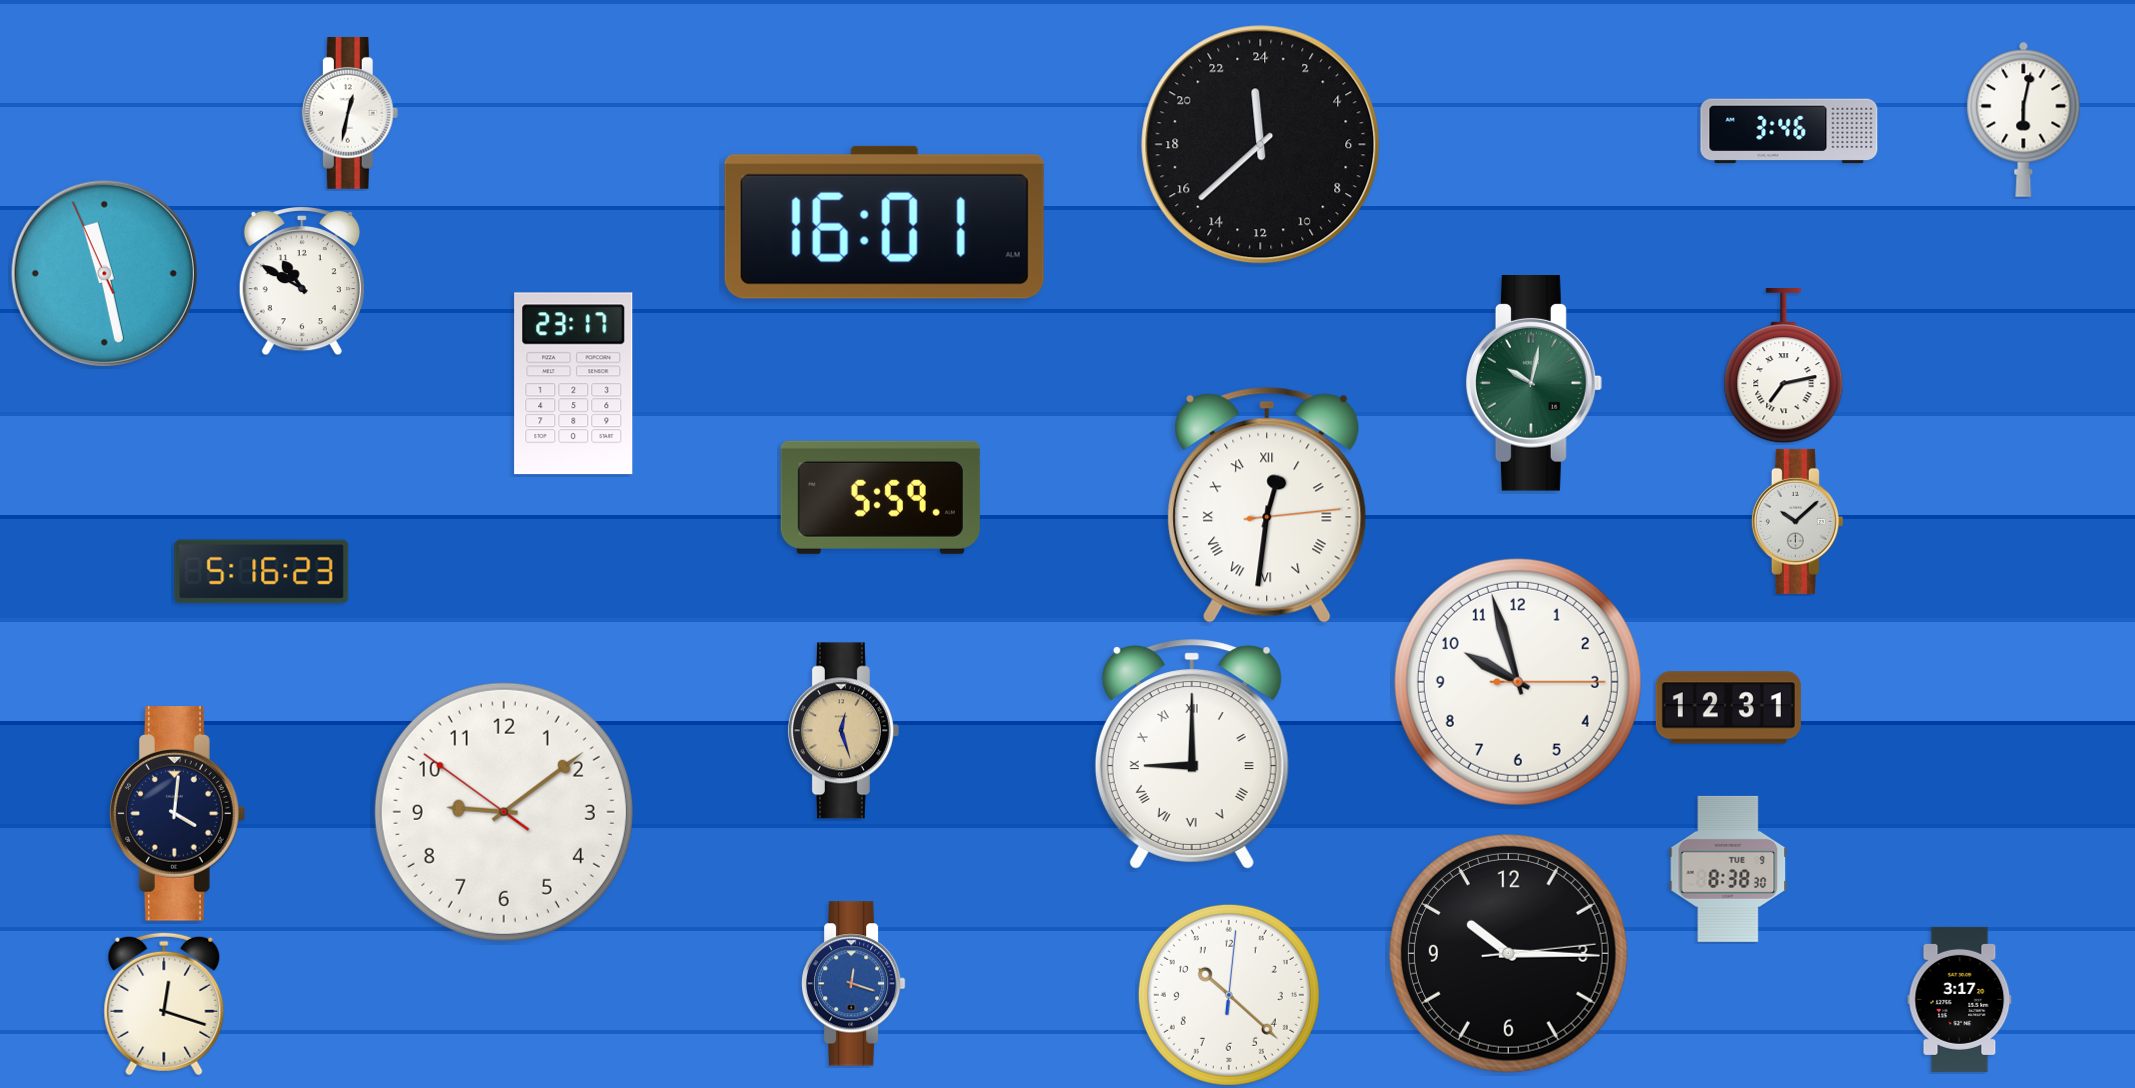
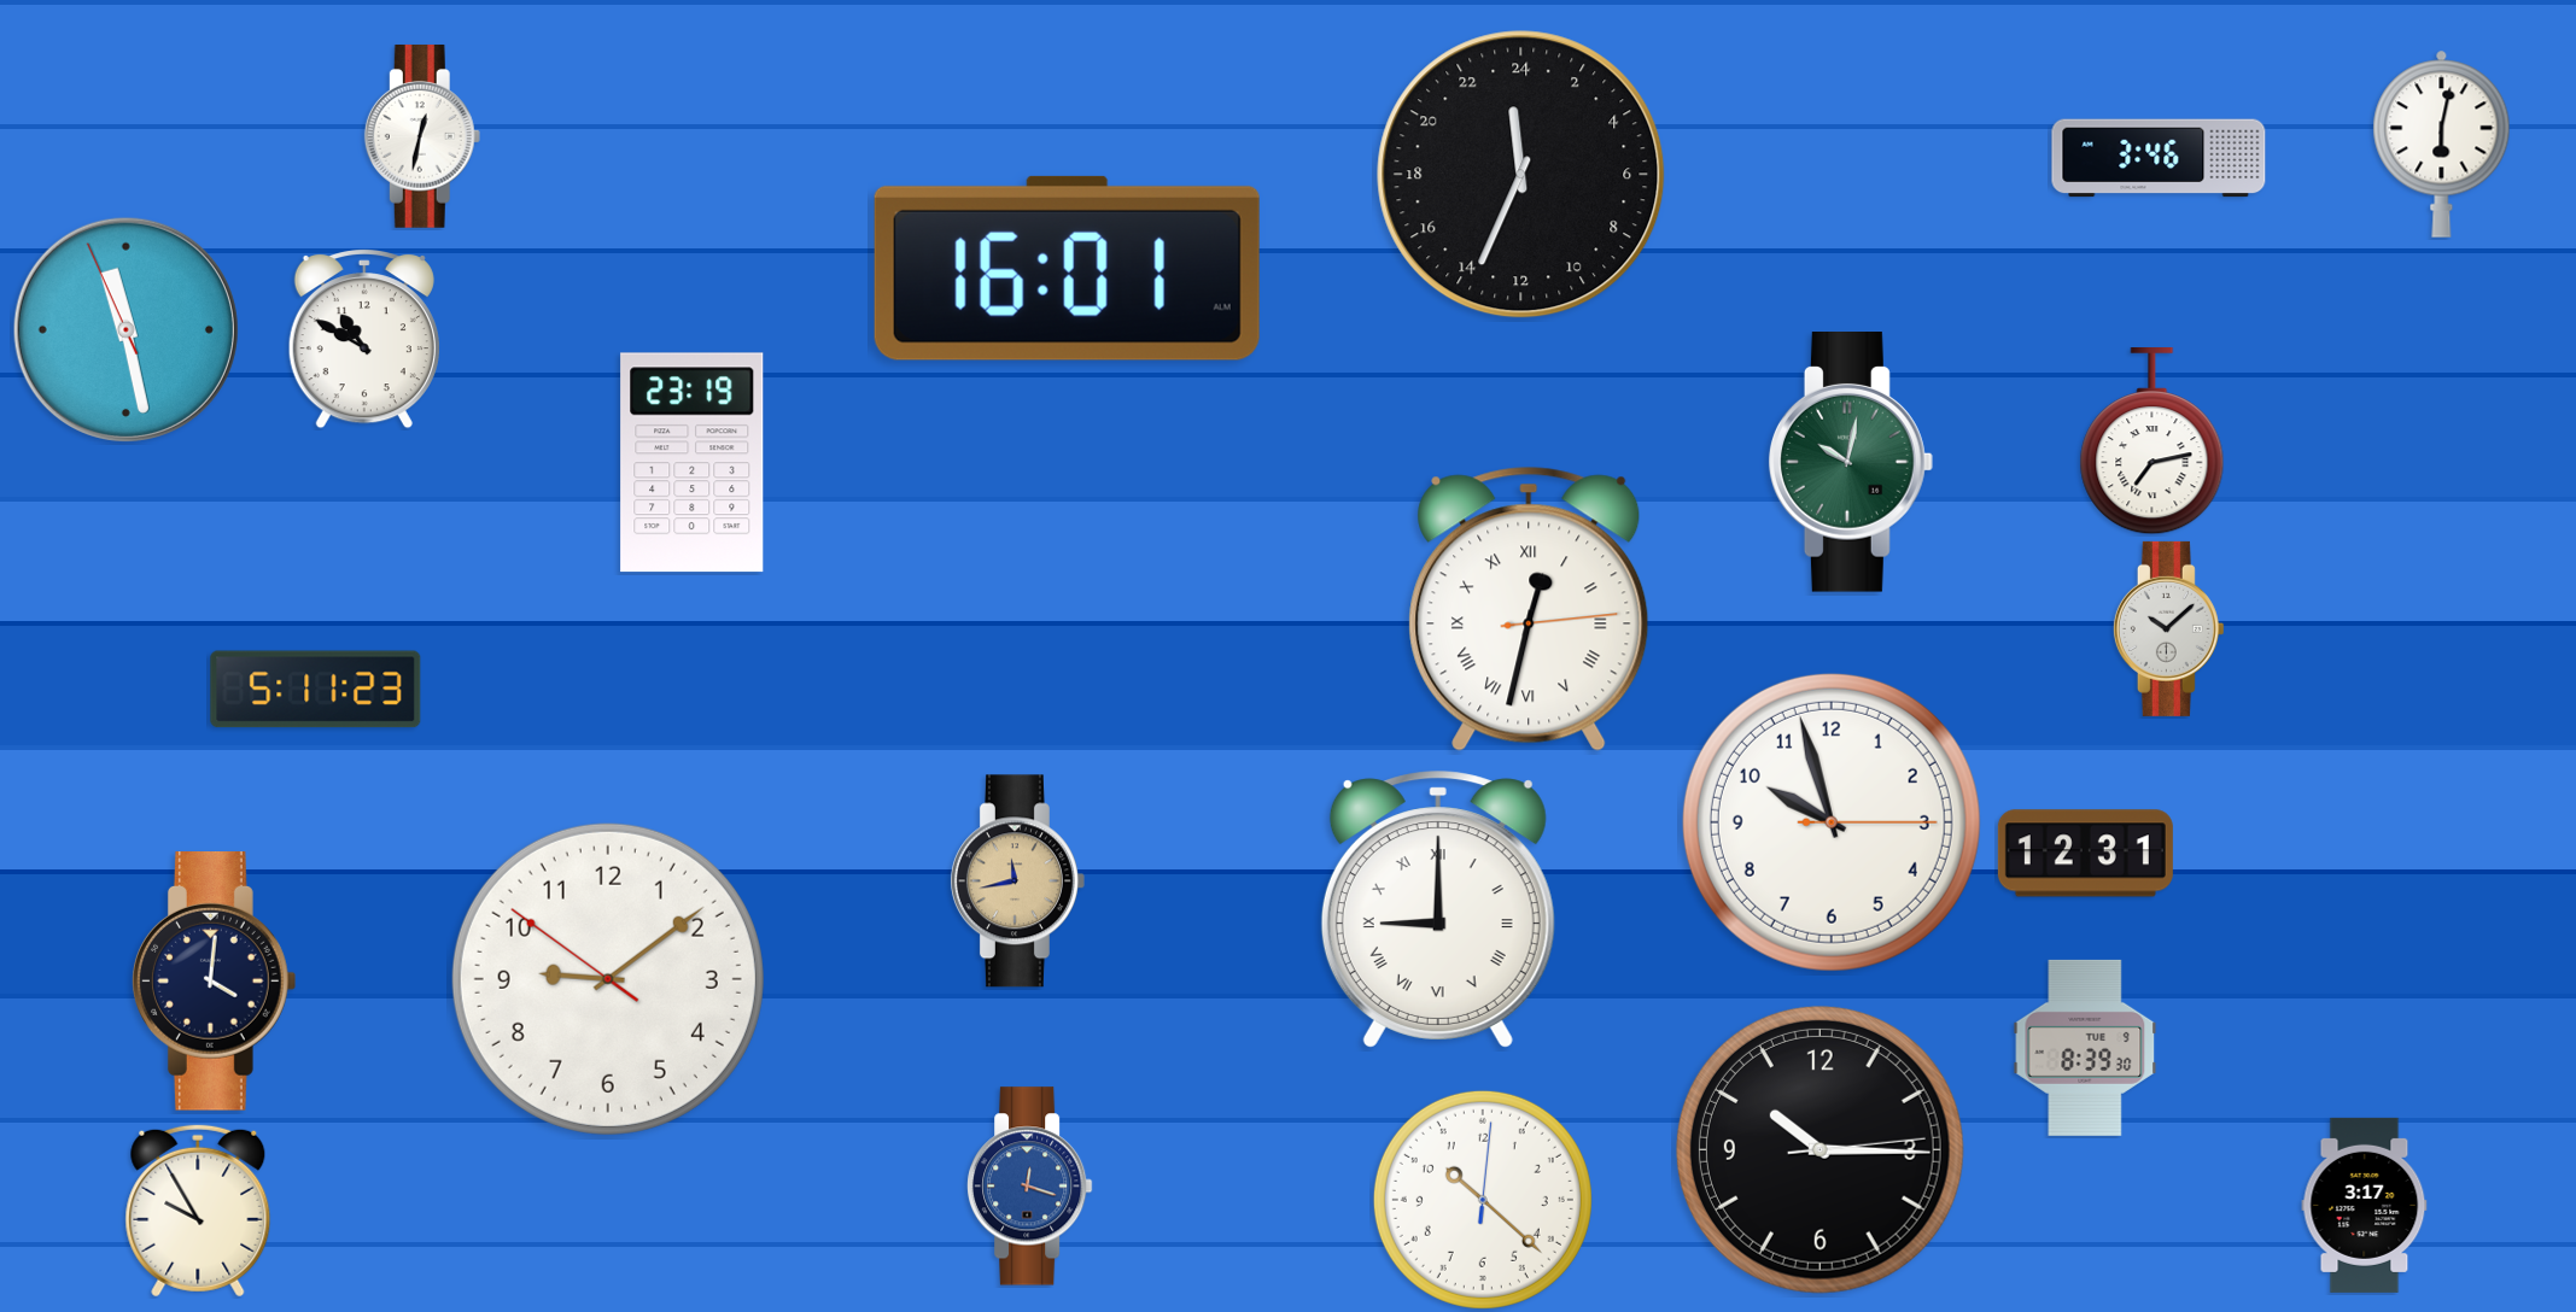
clock at (1261, 145): 23:38 -> 23:34
clock at (574, 384): 23:17 -> 23:19
clock at (880, 497): 5:59 -> none
clock at (1267, 505): 12:31 -> 12:32
clock at (262, 572): 5:16 -> 5:11
clock at (843, 731): 12:27 -> 11:43
clock at (1728, 869): 8:38 -> 8:39
clock at (164, 1004): 12:18 -> 9:55
